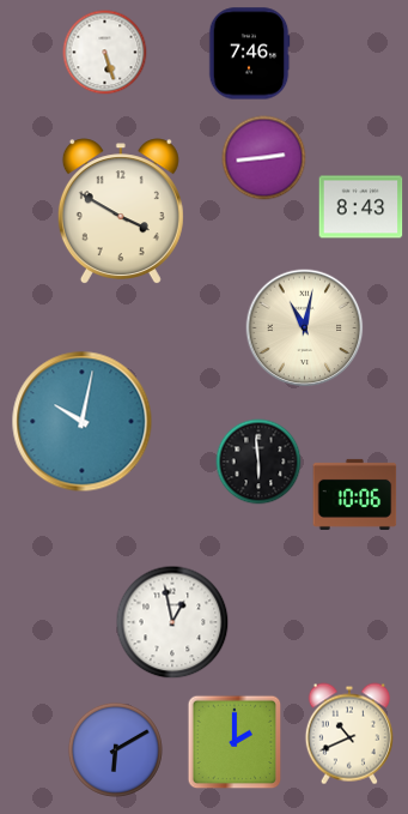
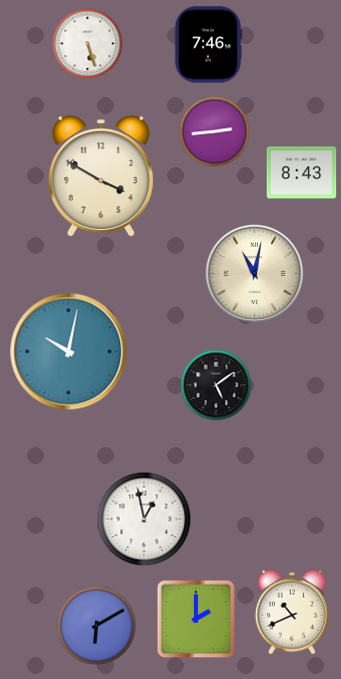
clock at (264, 158) position: (264, 158) -> (215, 132)
clock at (258, 462): 5:59 -> 5:09
clock at (355, 494): 10:06 -> none
